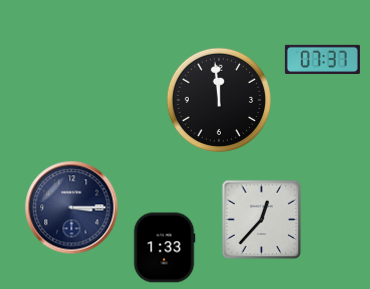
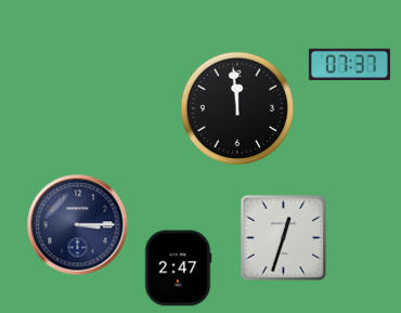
clock at (262, 220): 12:37 -> 12:33
clock at (164, 248): 1:33 -> 2:47
